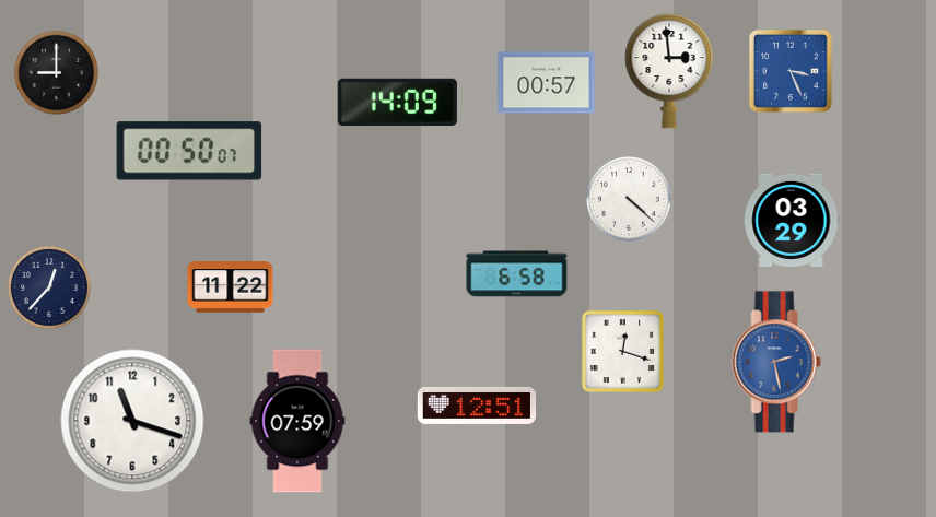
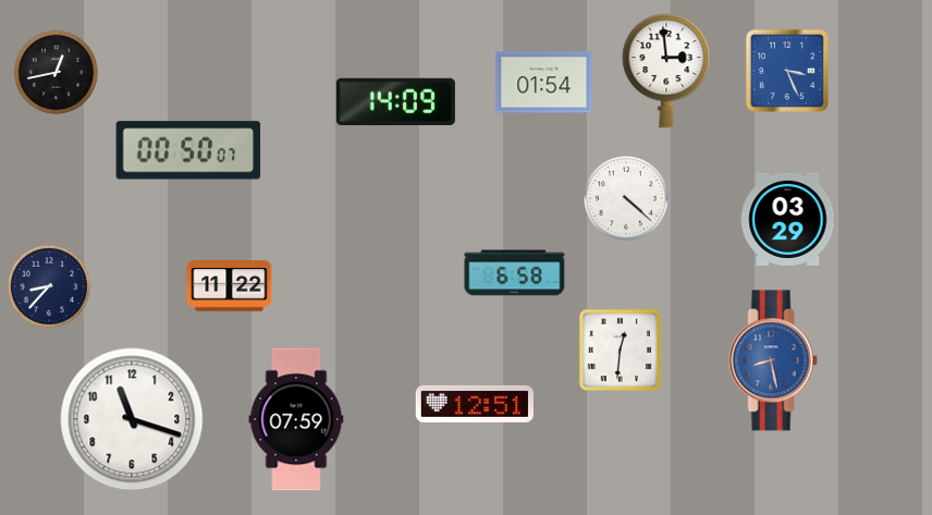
clock at (56, 72): 9:00 -> 12:43
clock at (547, 83): 00:57 -> 01:54
clock at (49, 287): 12:37 -> 8:37
clock at (622, 351): 12:18 -> 12:31
clock at (776, 362): 2:28 -> 8:28
